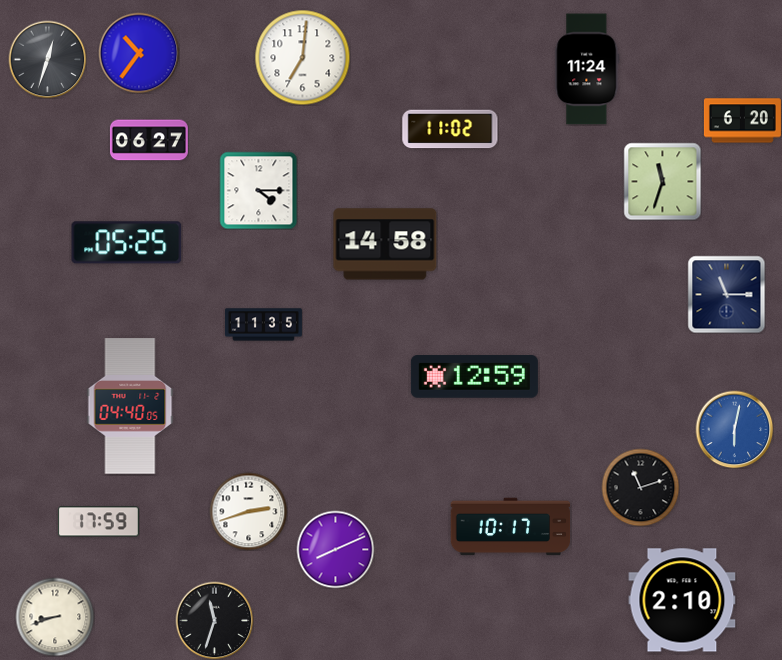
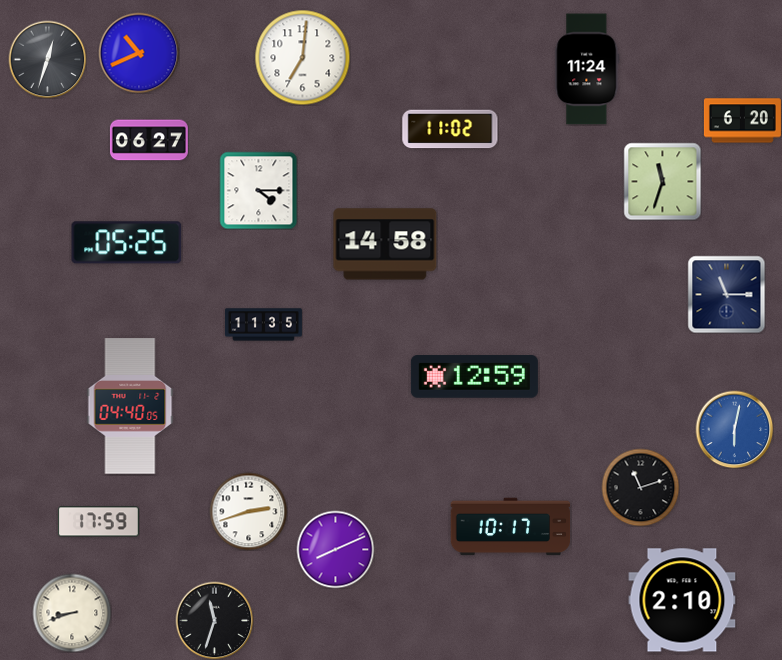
clock at (139, 53): 10:36 -> 10:41
clock at (55, 617) position: (55, 617) -> (72, 613)
